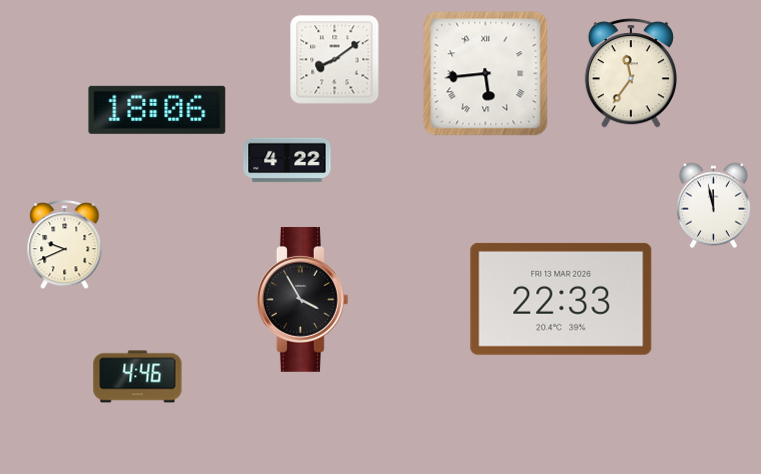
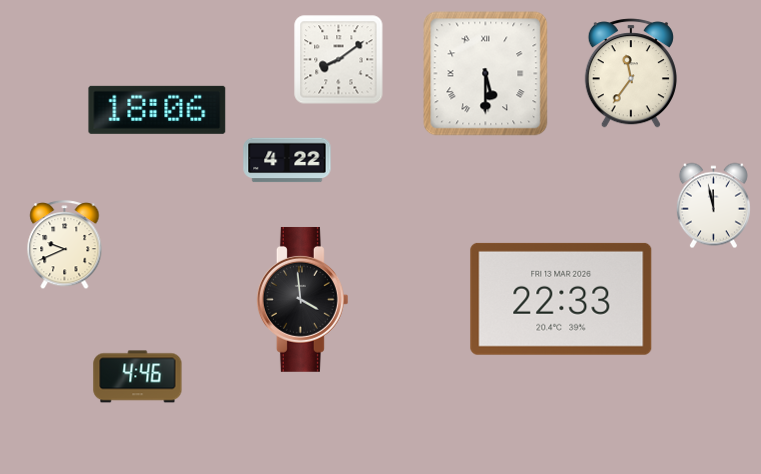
clock at (335, 60) position: (335, 60) -> (339, 60)
clock at (486, 74): 5:44 -> 5:30
clock at (302, 299): 3:55 -> 3:59
